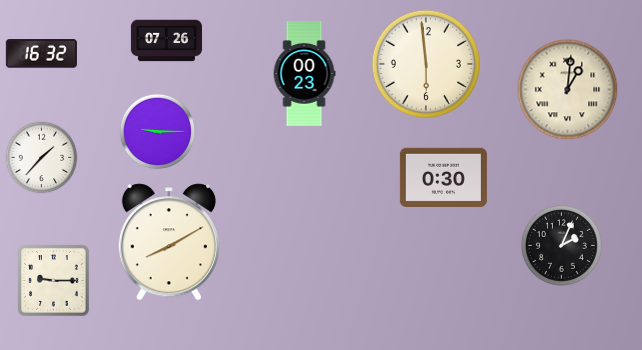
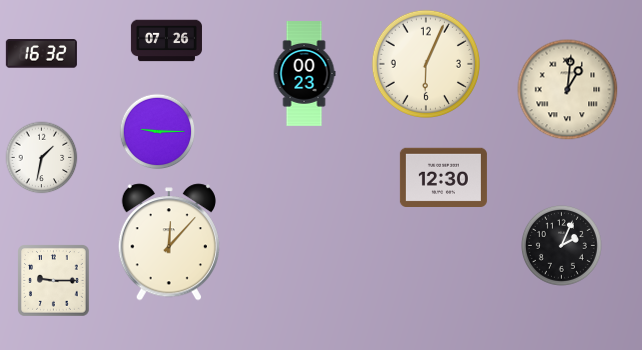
clock at (426, 64): 5:59 -> 6:04
clock at (42, 158): 1:37 -> 1:32
clock at (443, 177): 0:30 -> 12:30
clock at (169, 242): 8:10 -> 12:07
